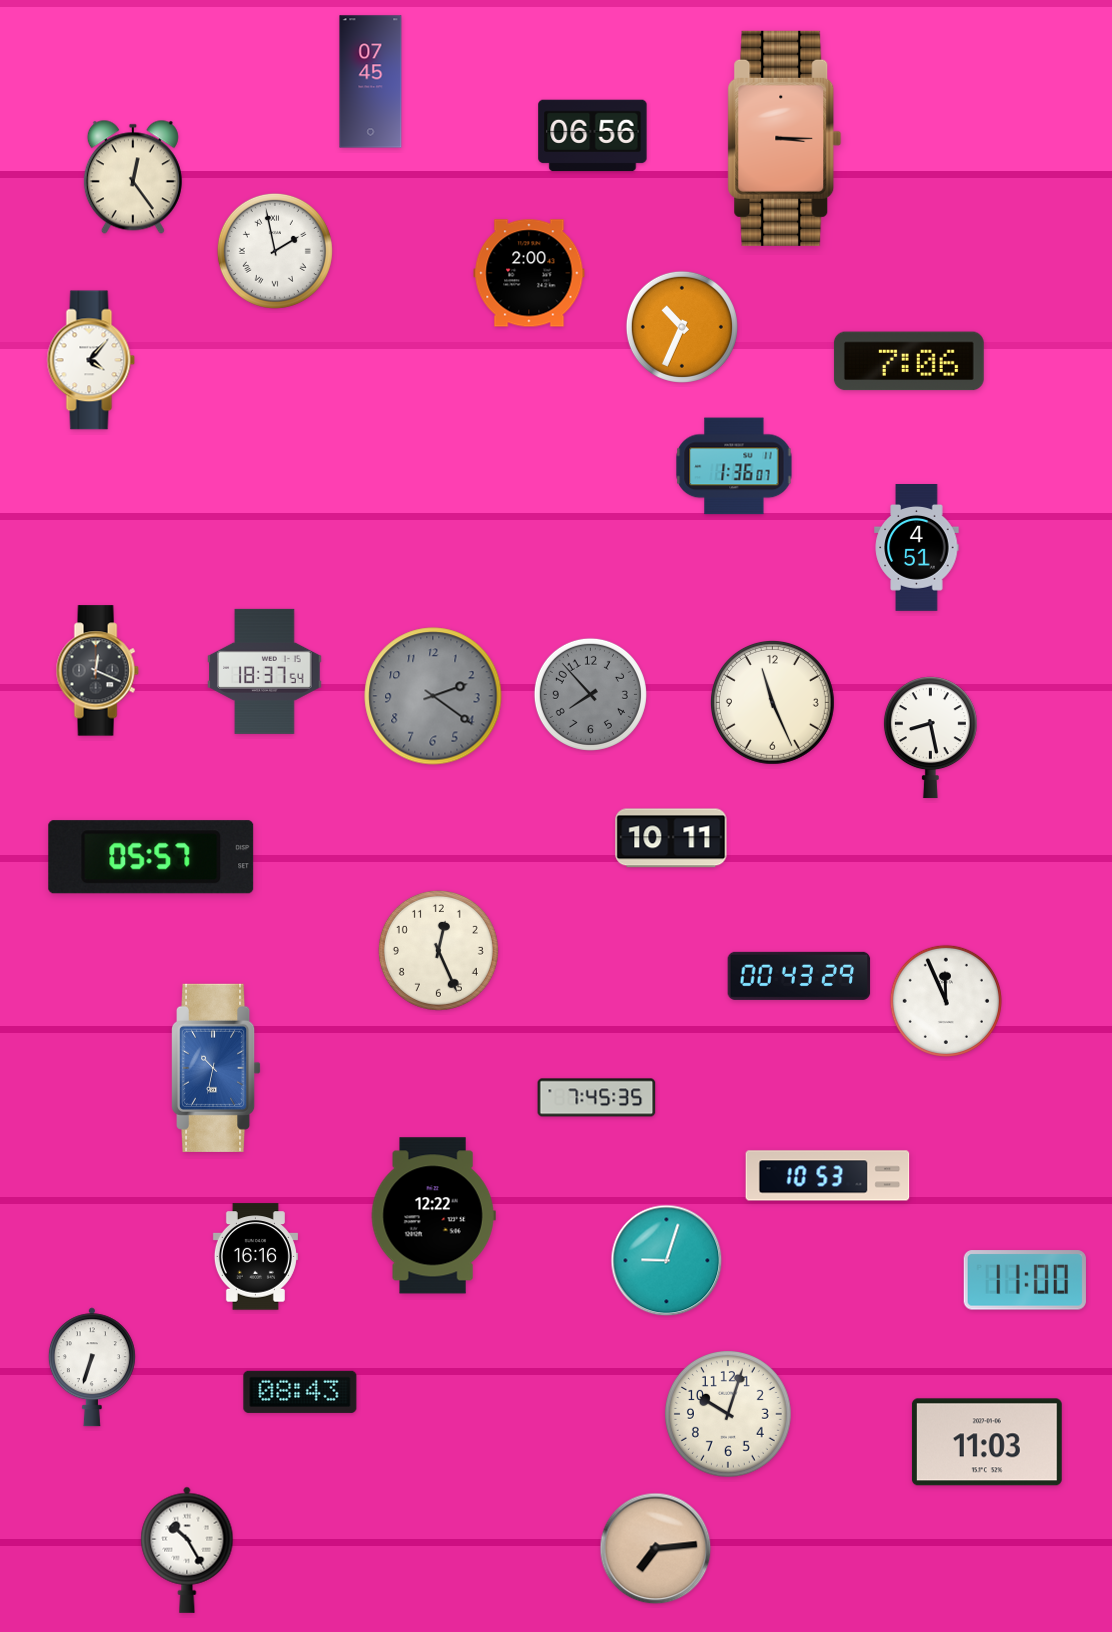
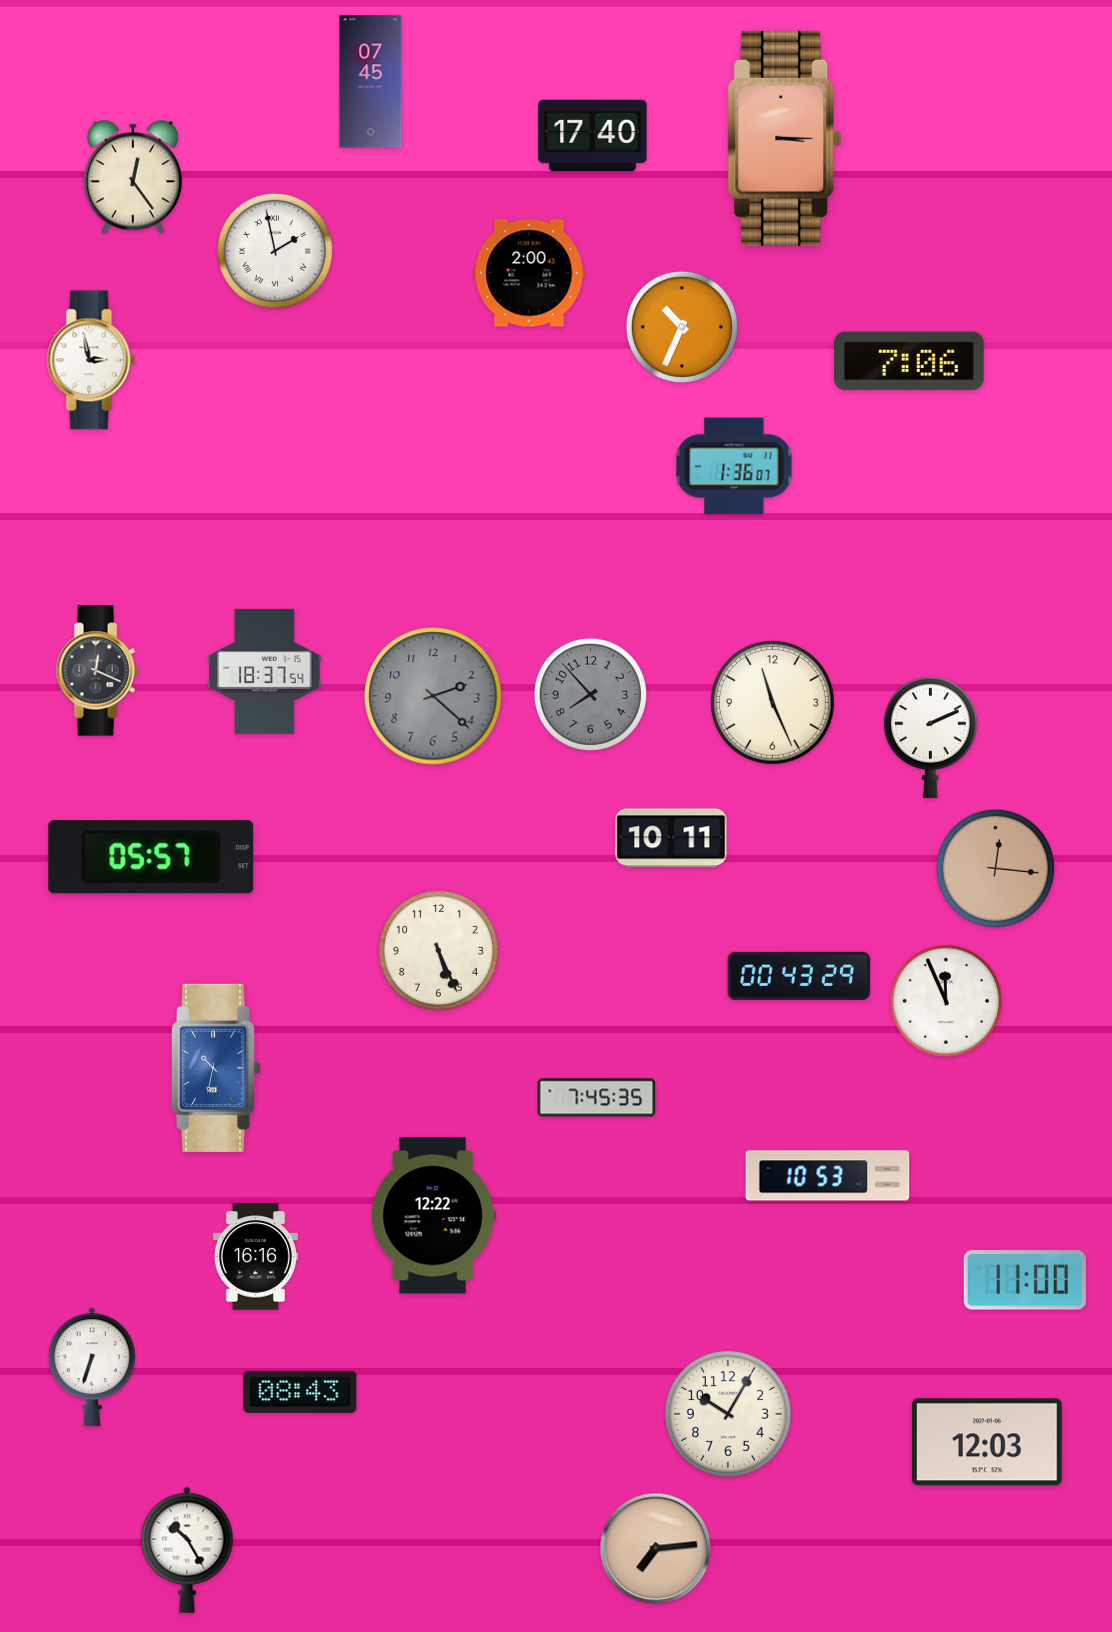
clock at (593, 136): 06:56 -> 17:40
clock at (91, 360): 4:07 -> 2:58
clock at (917, 548): 4:51 -> none
clock at (433, 696): 2:21 -> 2:22
clock at (930, 738): 8:28 -> 2:11
clock at (995, 868): none -> 12:16
clock at (438, 950): 12:26 -> 5:26
clock at (667, 1261): 9:03 -> none
clock at (729, 1415): 10:03 -> 10:05
clock at (987, 1442): 11:03 -> 12:03
